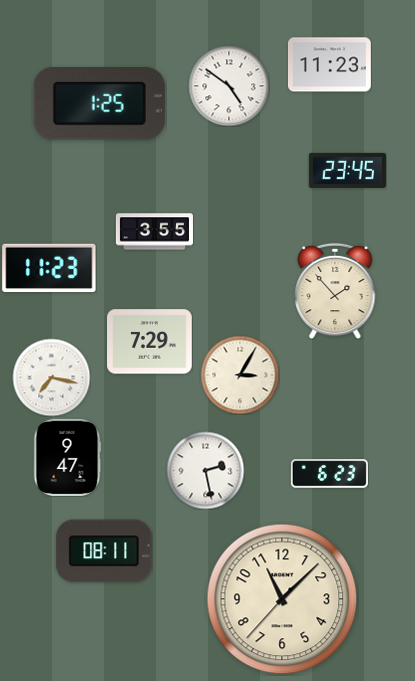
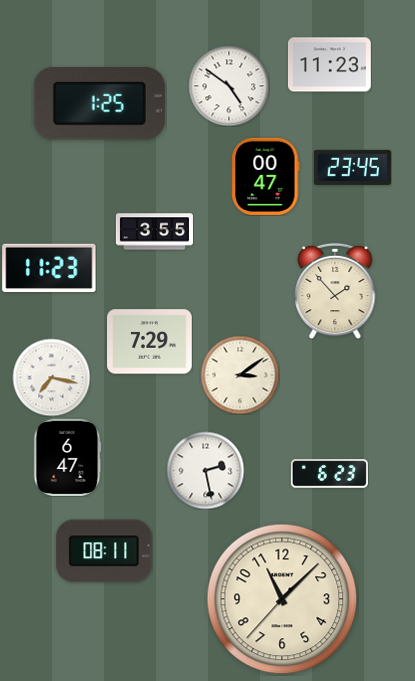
clock at (347, 170) position: (347, 170) -> (352, 167)
clock at (266, 176): none -> 00:47
clock at (240, 375): 3:05 -> 3:09
clock at (67, 457): 9:47 -> 6:47
